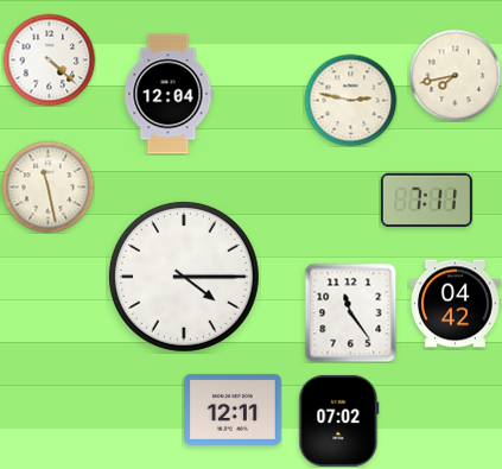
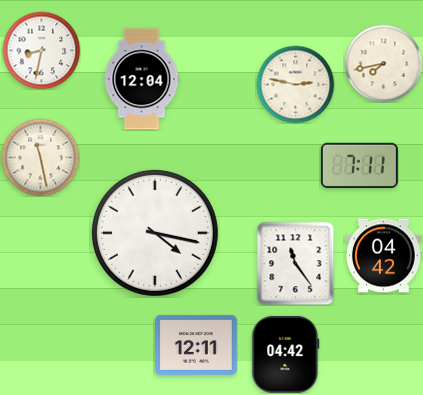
clock at (49, 59): 4:22 -> 8:32
clock at (426, 199) position: (426, 199) -> (359, 165)
clock at (184, 277): 4:15 -> 4:17
clock at (339, 420): 07:02 -> 04:42
